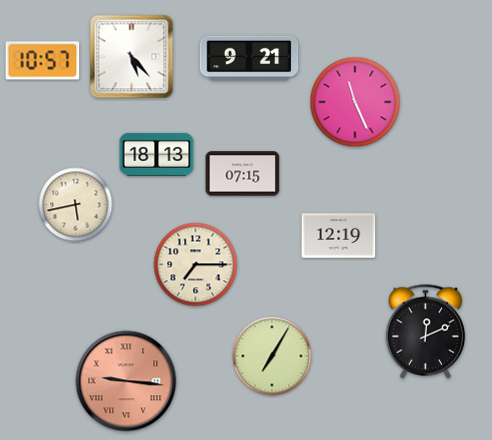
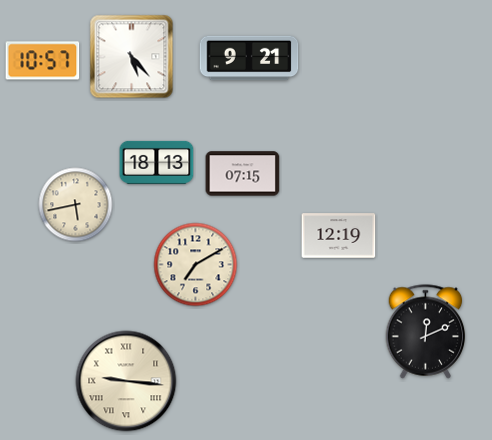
clock at (355, 102): 11:26 -> none
clock at (157, 154) position: (157, 154) -> (157, 162)
clock at (196, 265): 7:15 -> 7:10
clock at (272, 356): 7:05 -> none
clock at (126, 381) dial: salmon -> cream
